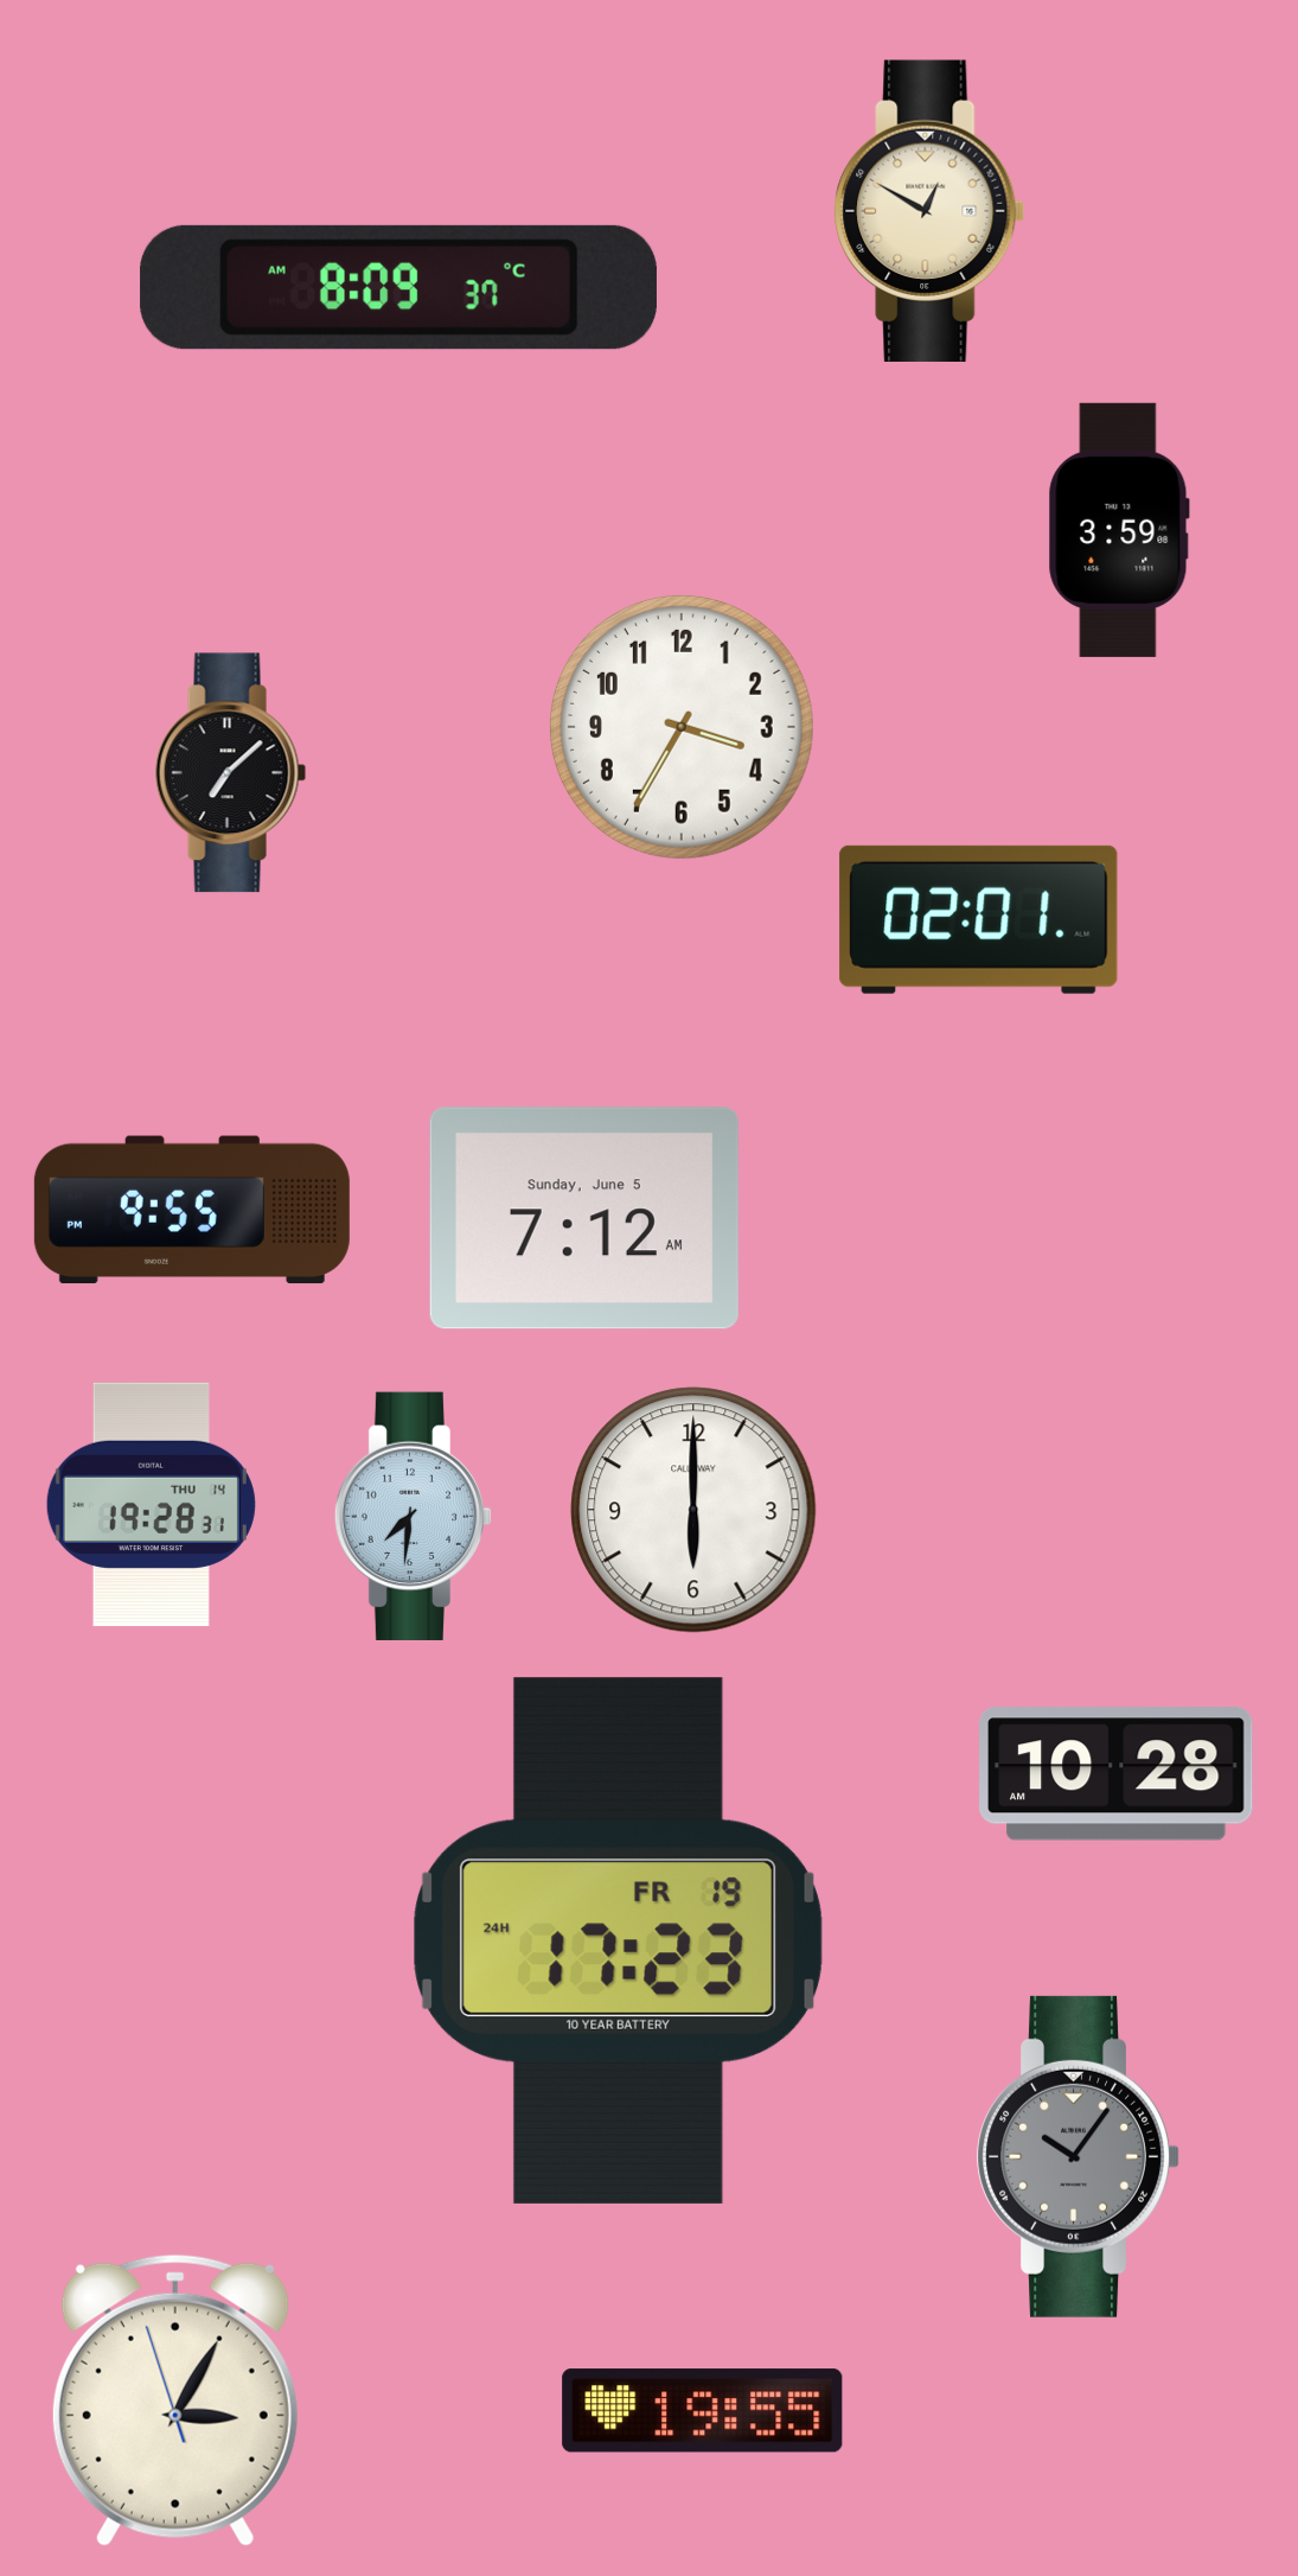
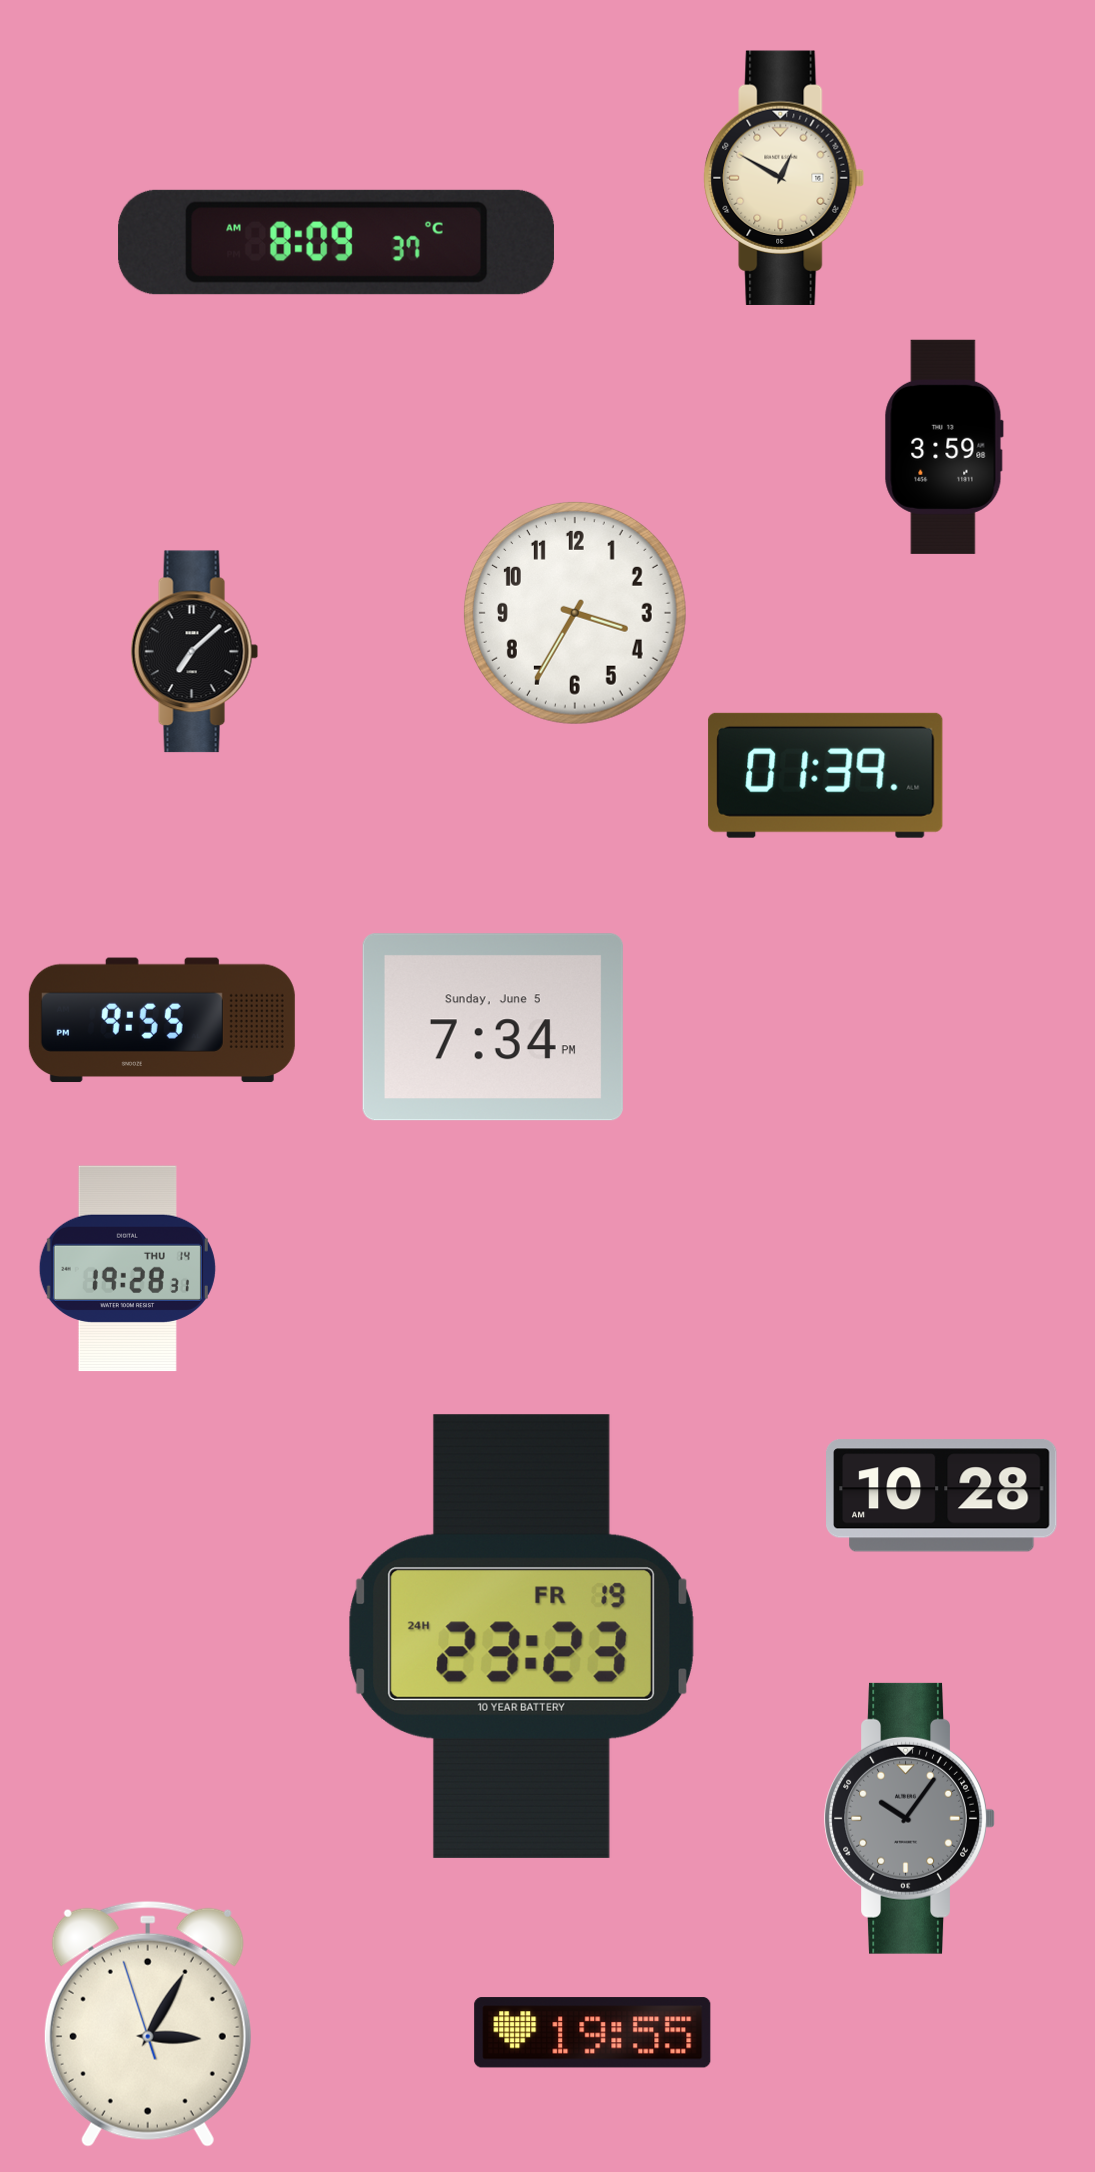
clock at (979, 919): 02:01 -> 01:39
clock at (584, 1218): 7:12 -> 7:34
clock at (693, 1510): 6:00 -> none
clock at (414, 1516): 7:31 -> none
clock at (618, 1940): 17:23 -> 23:23
